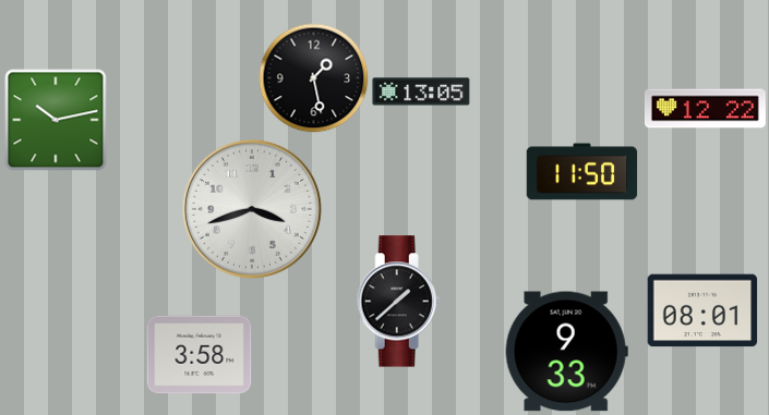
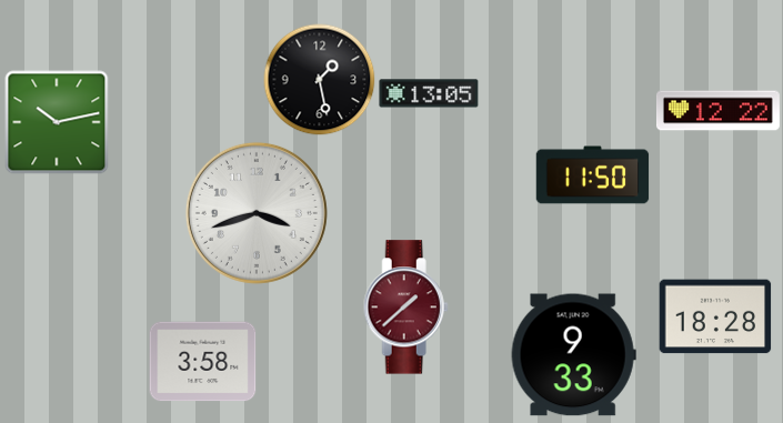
clock at (398, 302) dial: black -> burgundy
clock at (702, 310): 08:01 -> 18:28
clock at (566, 352) position: (566, 352) -> (573, 355)
